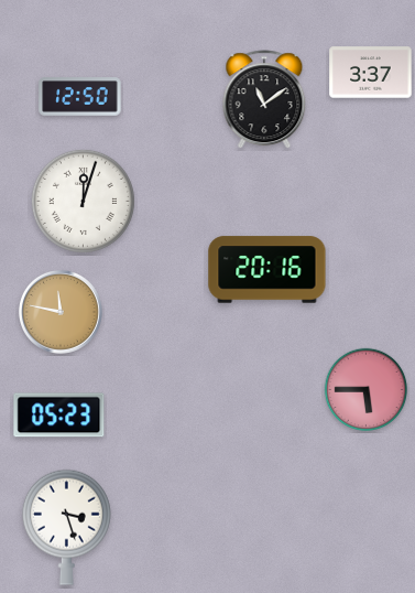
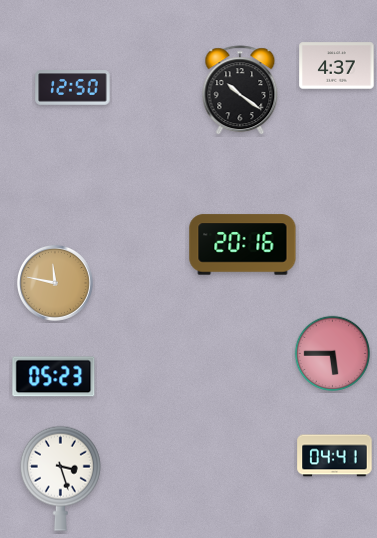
clock at (371, 73): 3:37 -> 4:37
clock at (264, 100): 11:09 -> 10:21
clock at (83, 201): 12:03 -> none
clock at (335, 456): none -> 04:41
